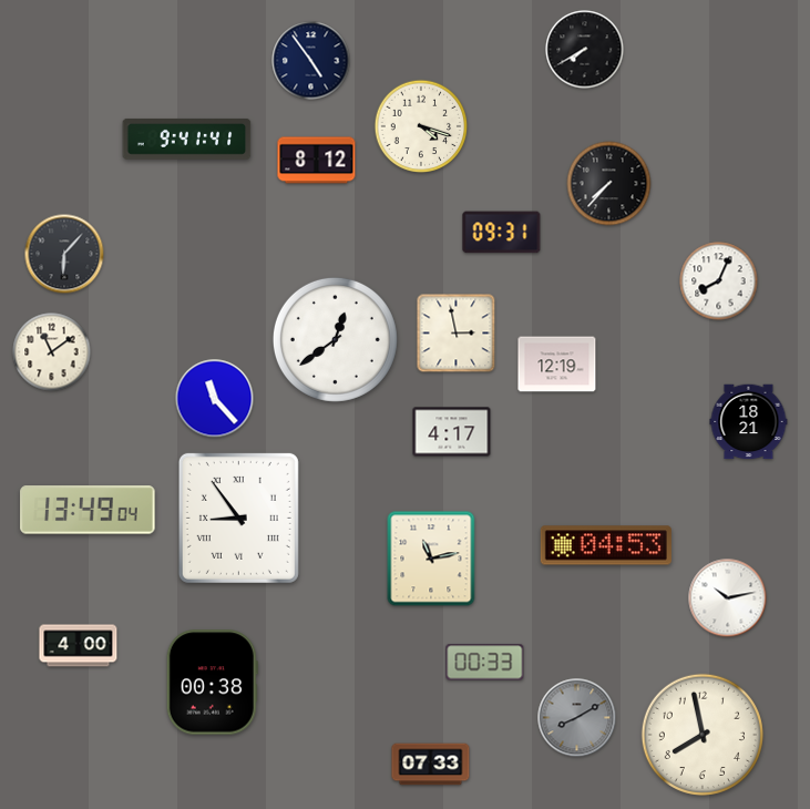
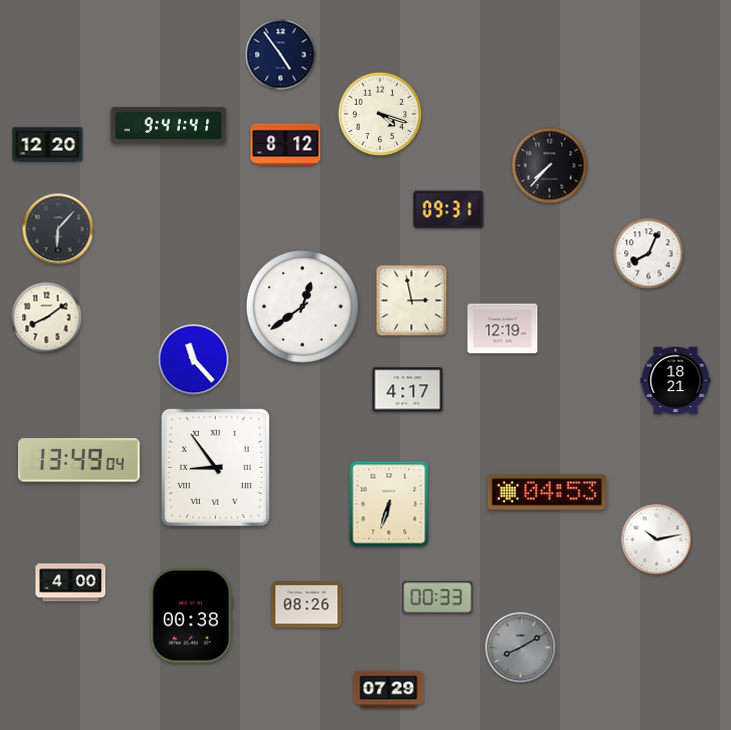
clock at (585, 50): 7:40 -> none
clock at (48, 145): none -> 12:20
clock at (502, 233) position: (502, 233) -> (449, 210)
clock at (52, 352): 11:09 -> 8:09
clock at (431, 559): 11:13 -> 6:33
clock at (307, 605): none -> 08:26
clock at (703, 735): 7:58 -> none
clock at (431, 765): 07:33 -> 07:29
